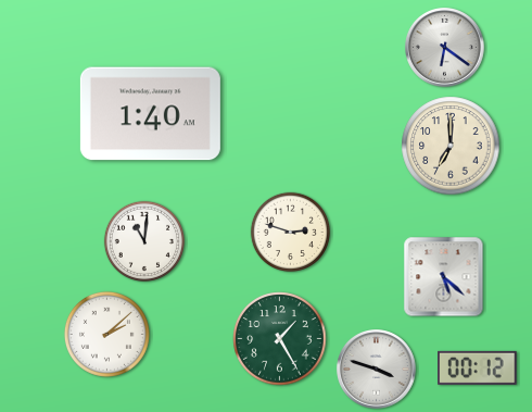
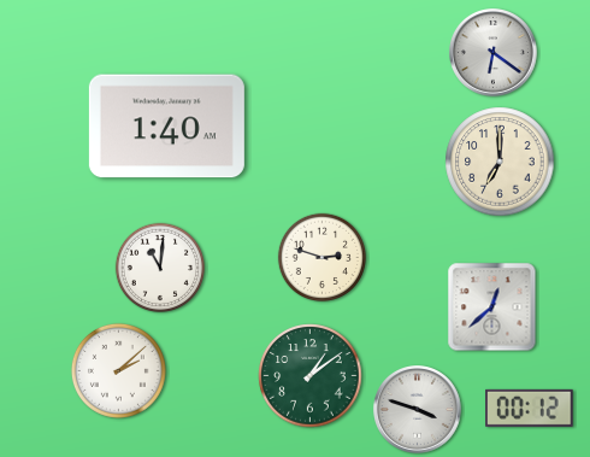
clock at (444, 277): 5:22 -> 12:38
clock at (280, 339): 1:25 -> 1:09
